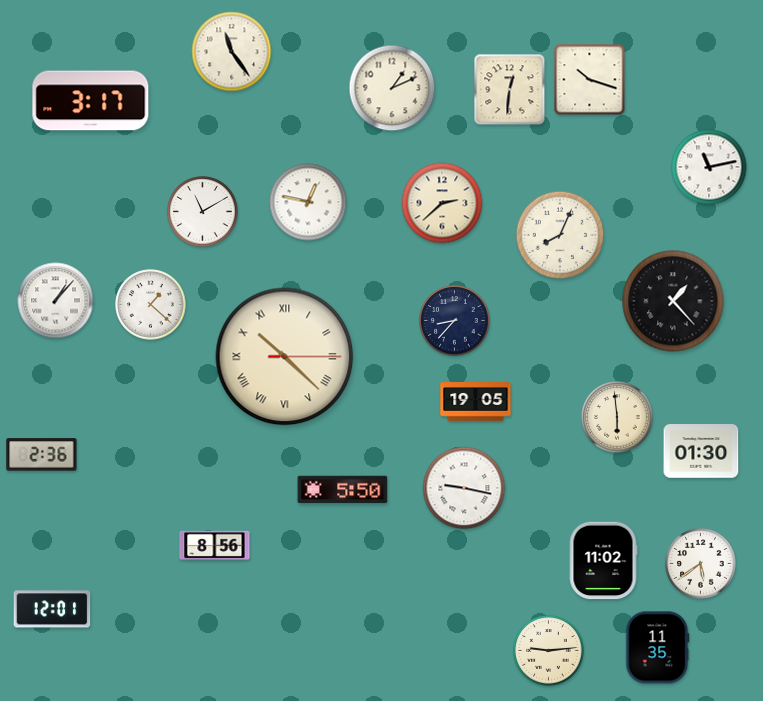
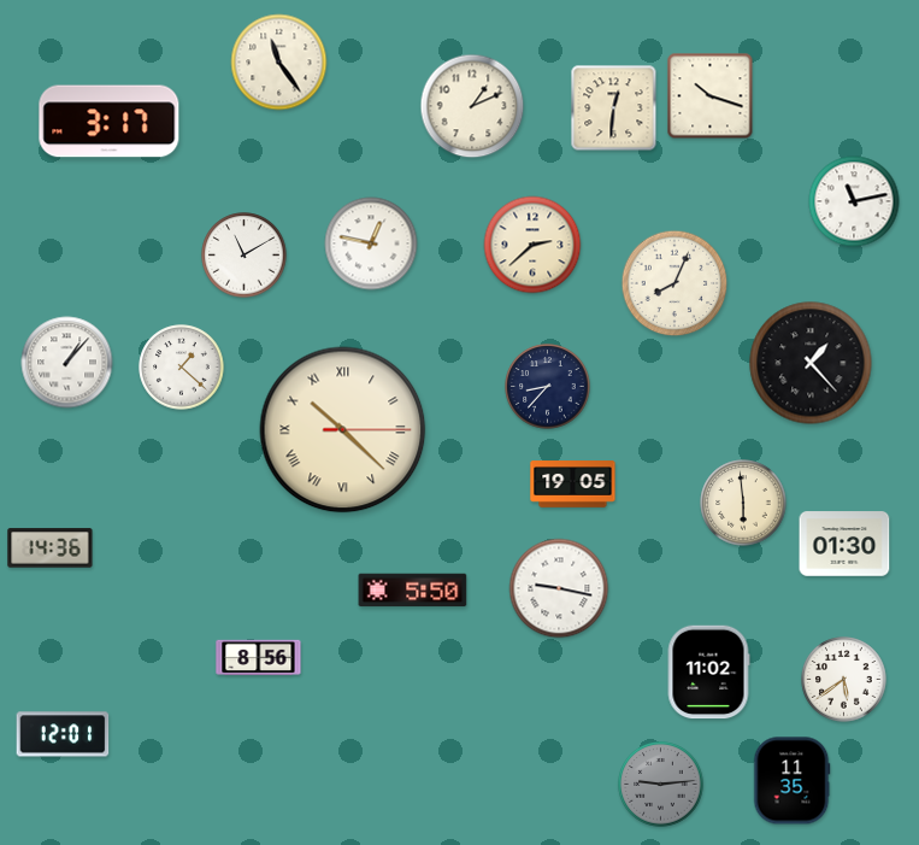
clock at (42, 455): 2:36 -> 14:36
clock at (603, 561) position: (603, 561) -> (708, 673)
clock at (549, 651) dial: cream -> grey
